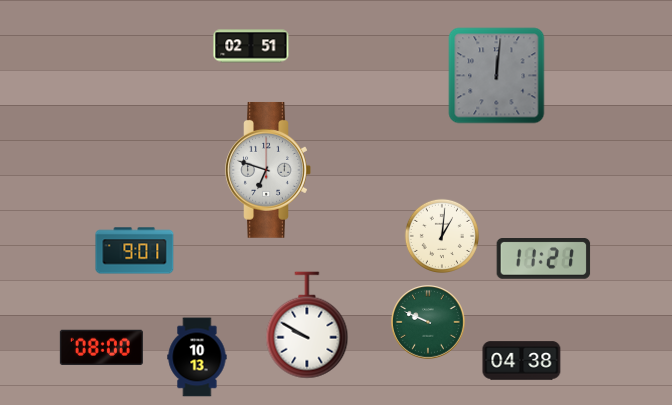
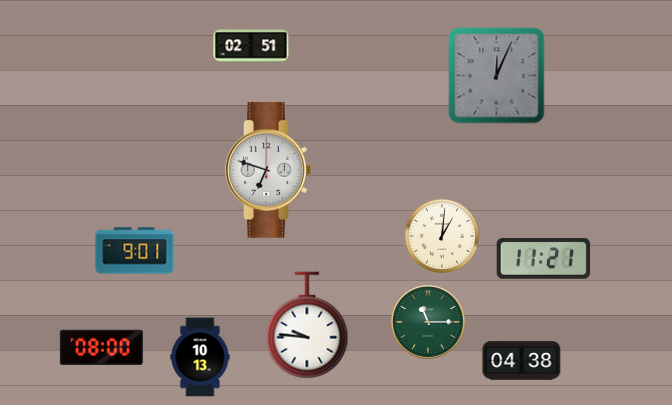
clock at (497, 76): 12:01 -> 12:04
clock at (428, 322): 9:49 -> 11:15
clock at (307, 325): 9:50 -> 9:46
clock at (197, 357) position: (197, 357) -> (200, 357)
